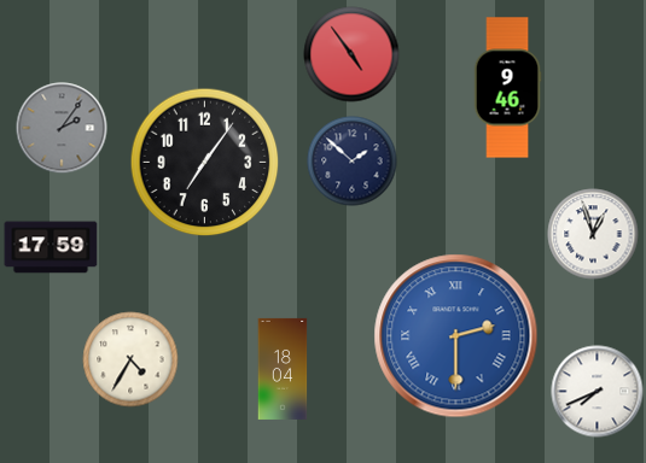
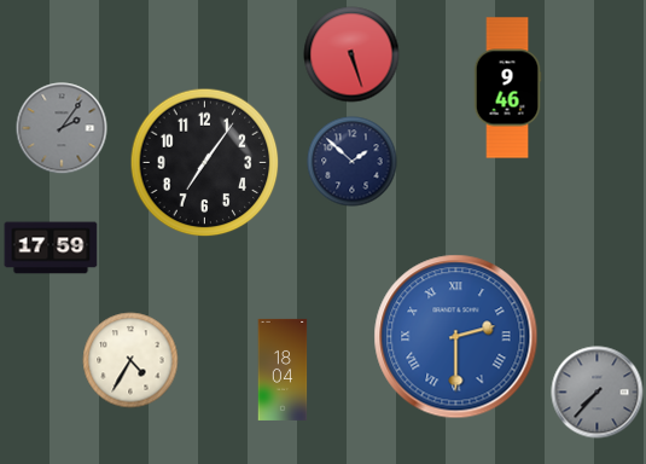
clock at (351, 54): 4:54 -> 5:27
clock at (593, 234): 12:57 -> none
clock at (598, 392): 7:41 -> 7:37
clock at (598, 392) dial: white -> grey
